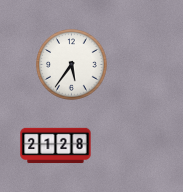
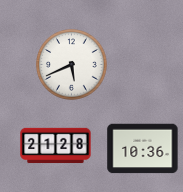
clock at (72, 65): 5:36 -> 5:41
clock at (143, 149): none -> 10:36
